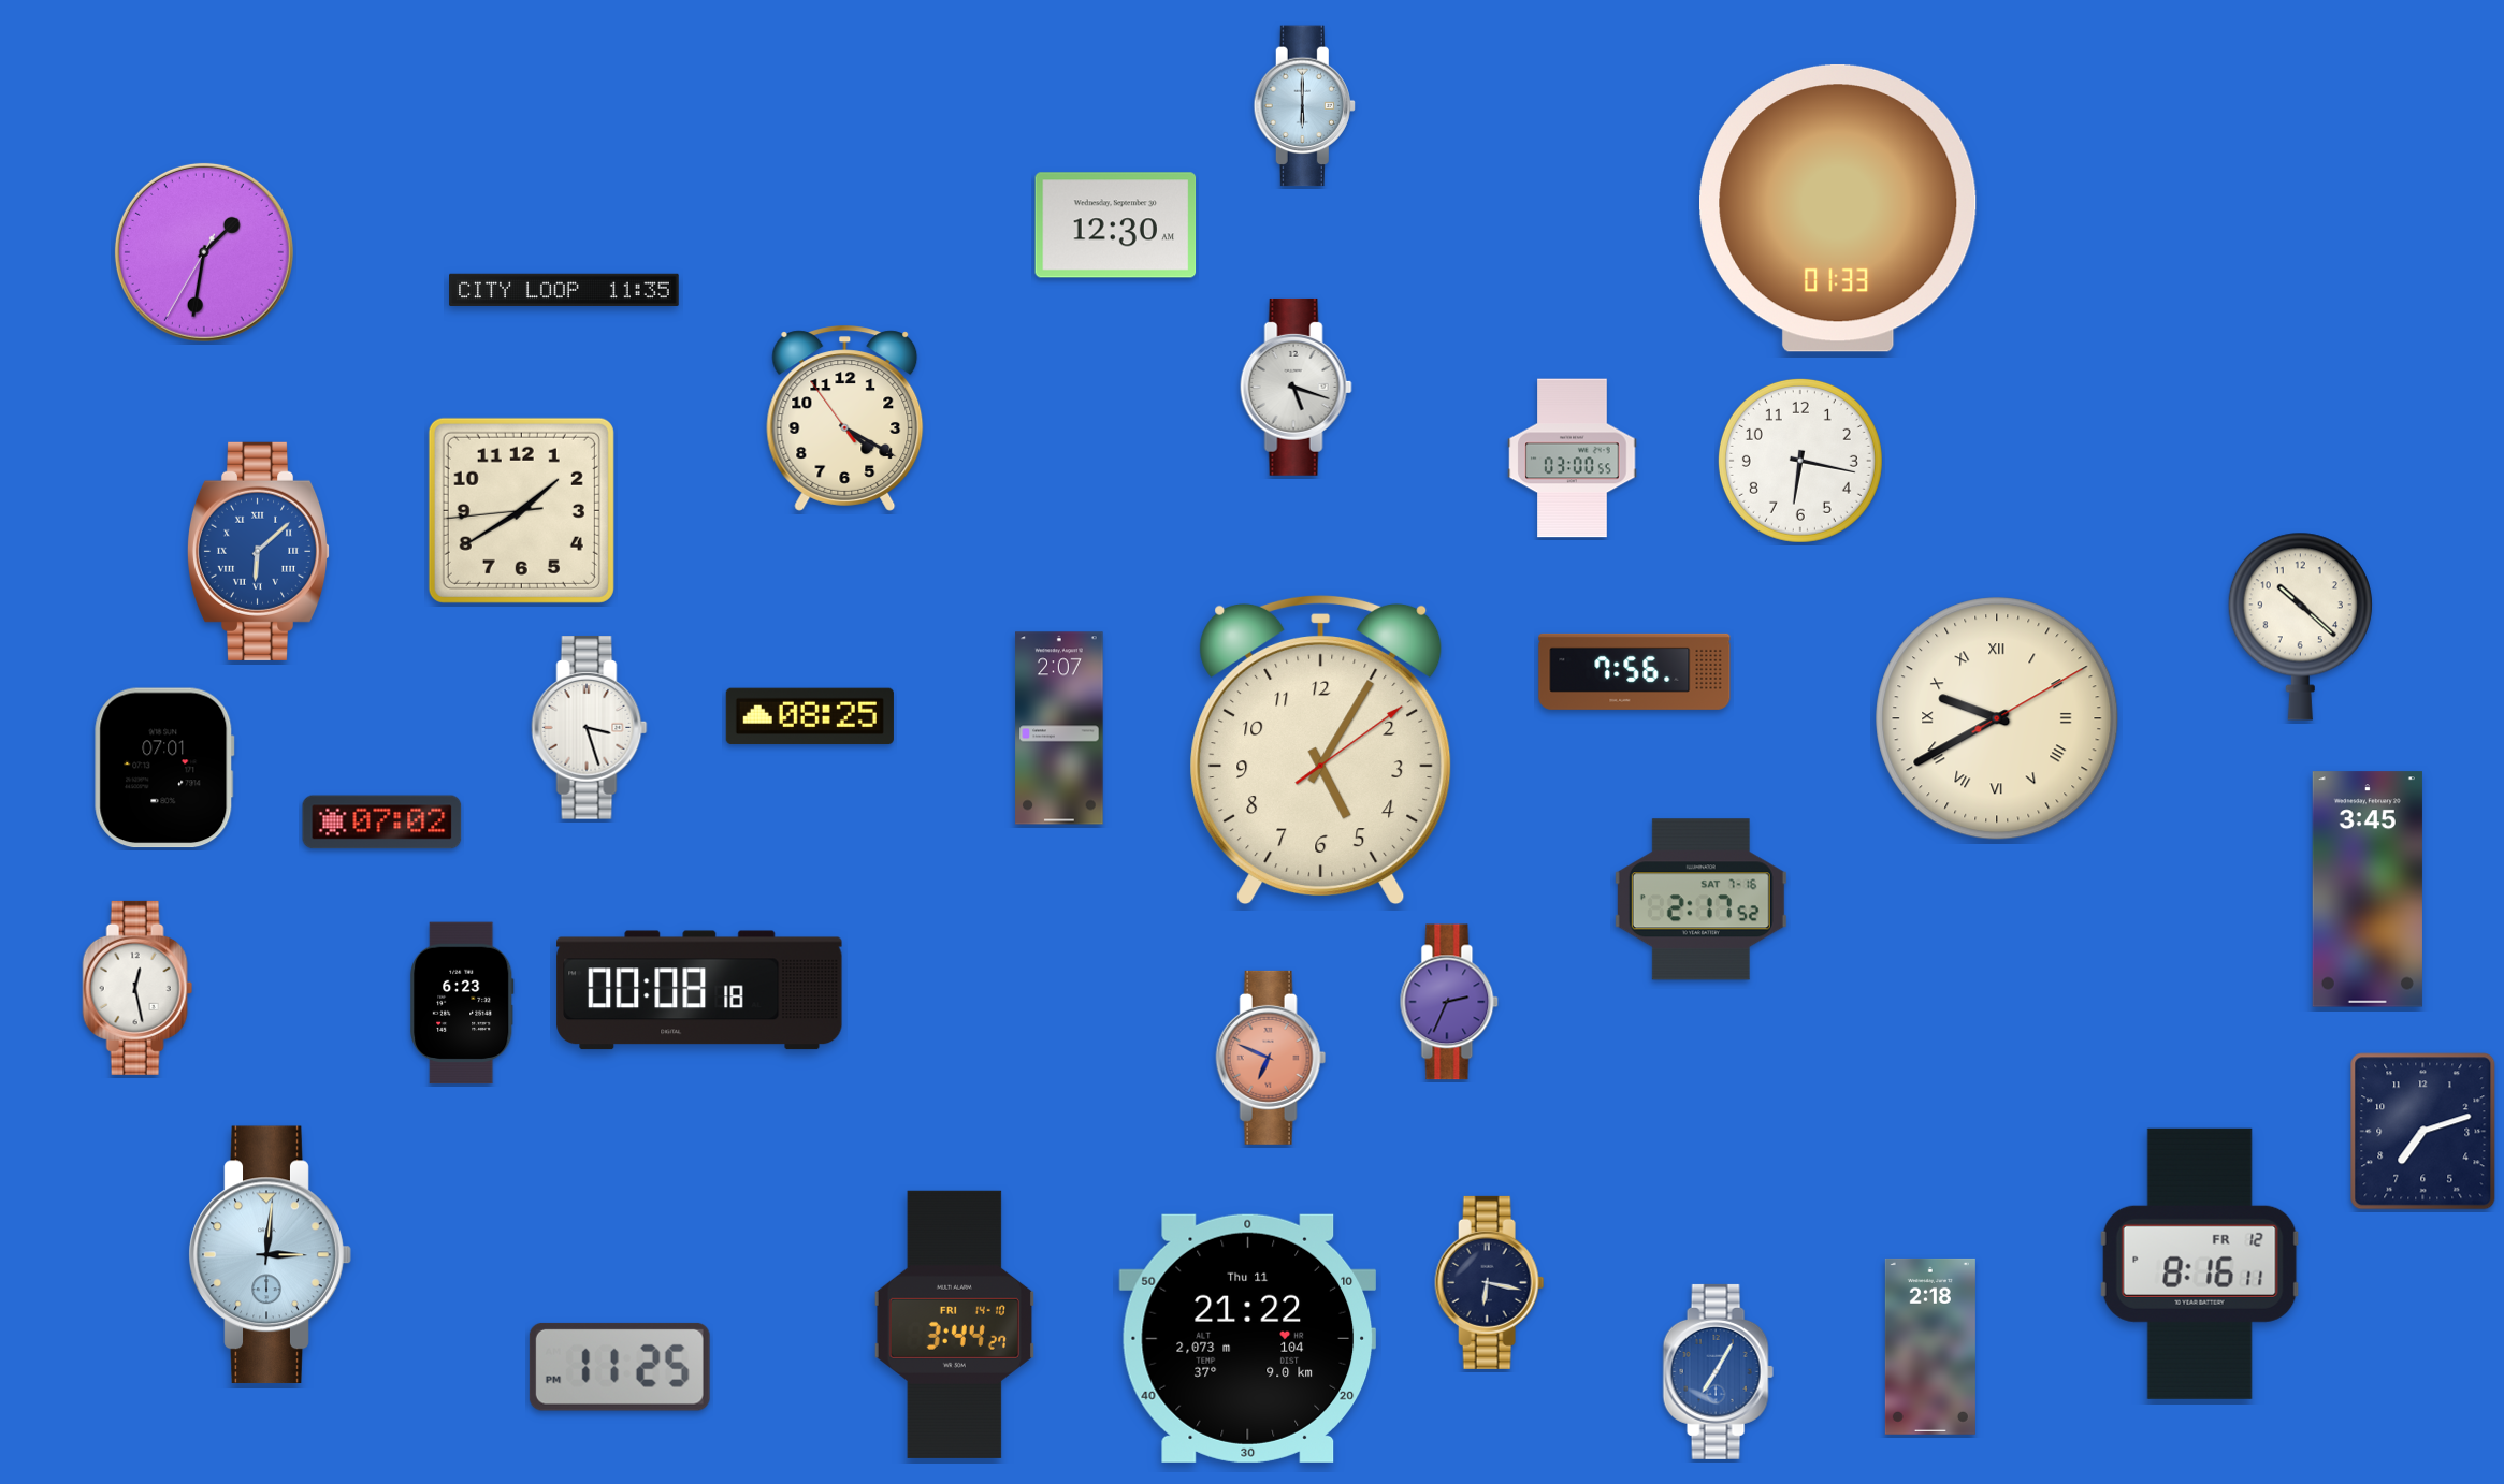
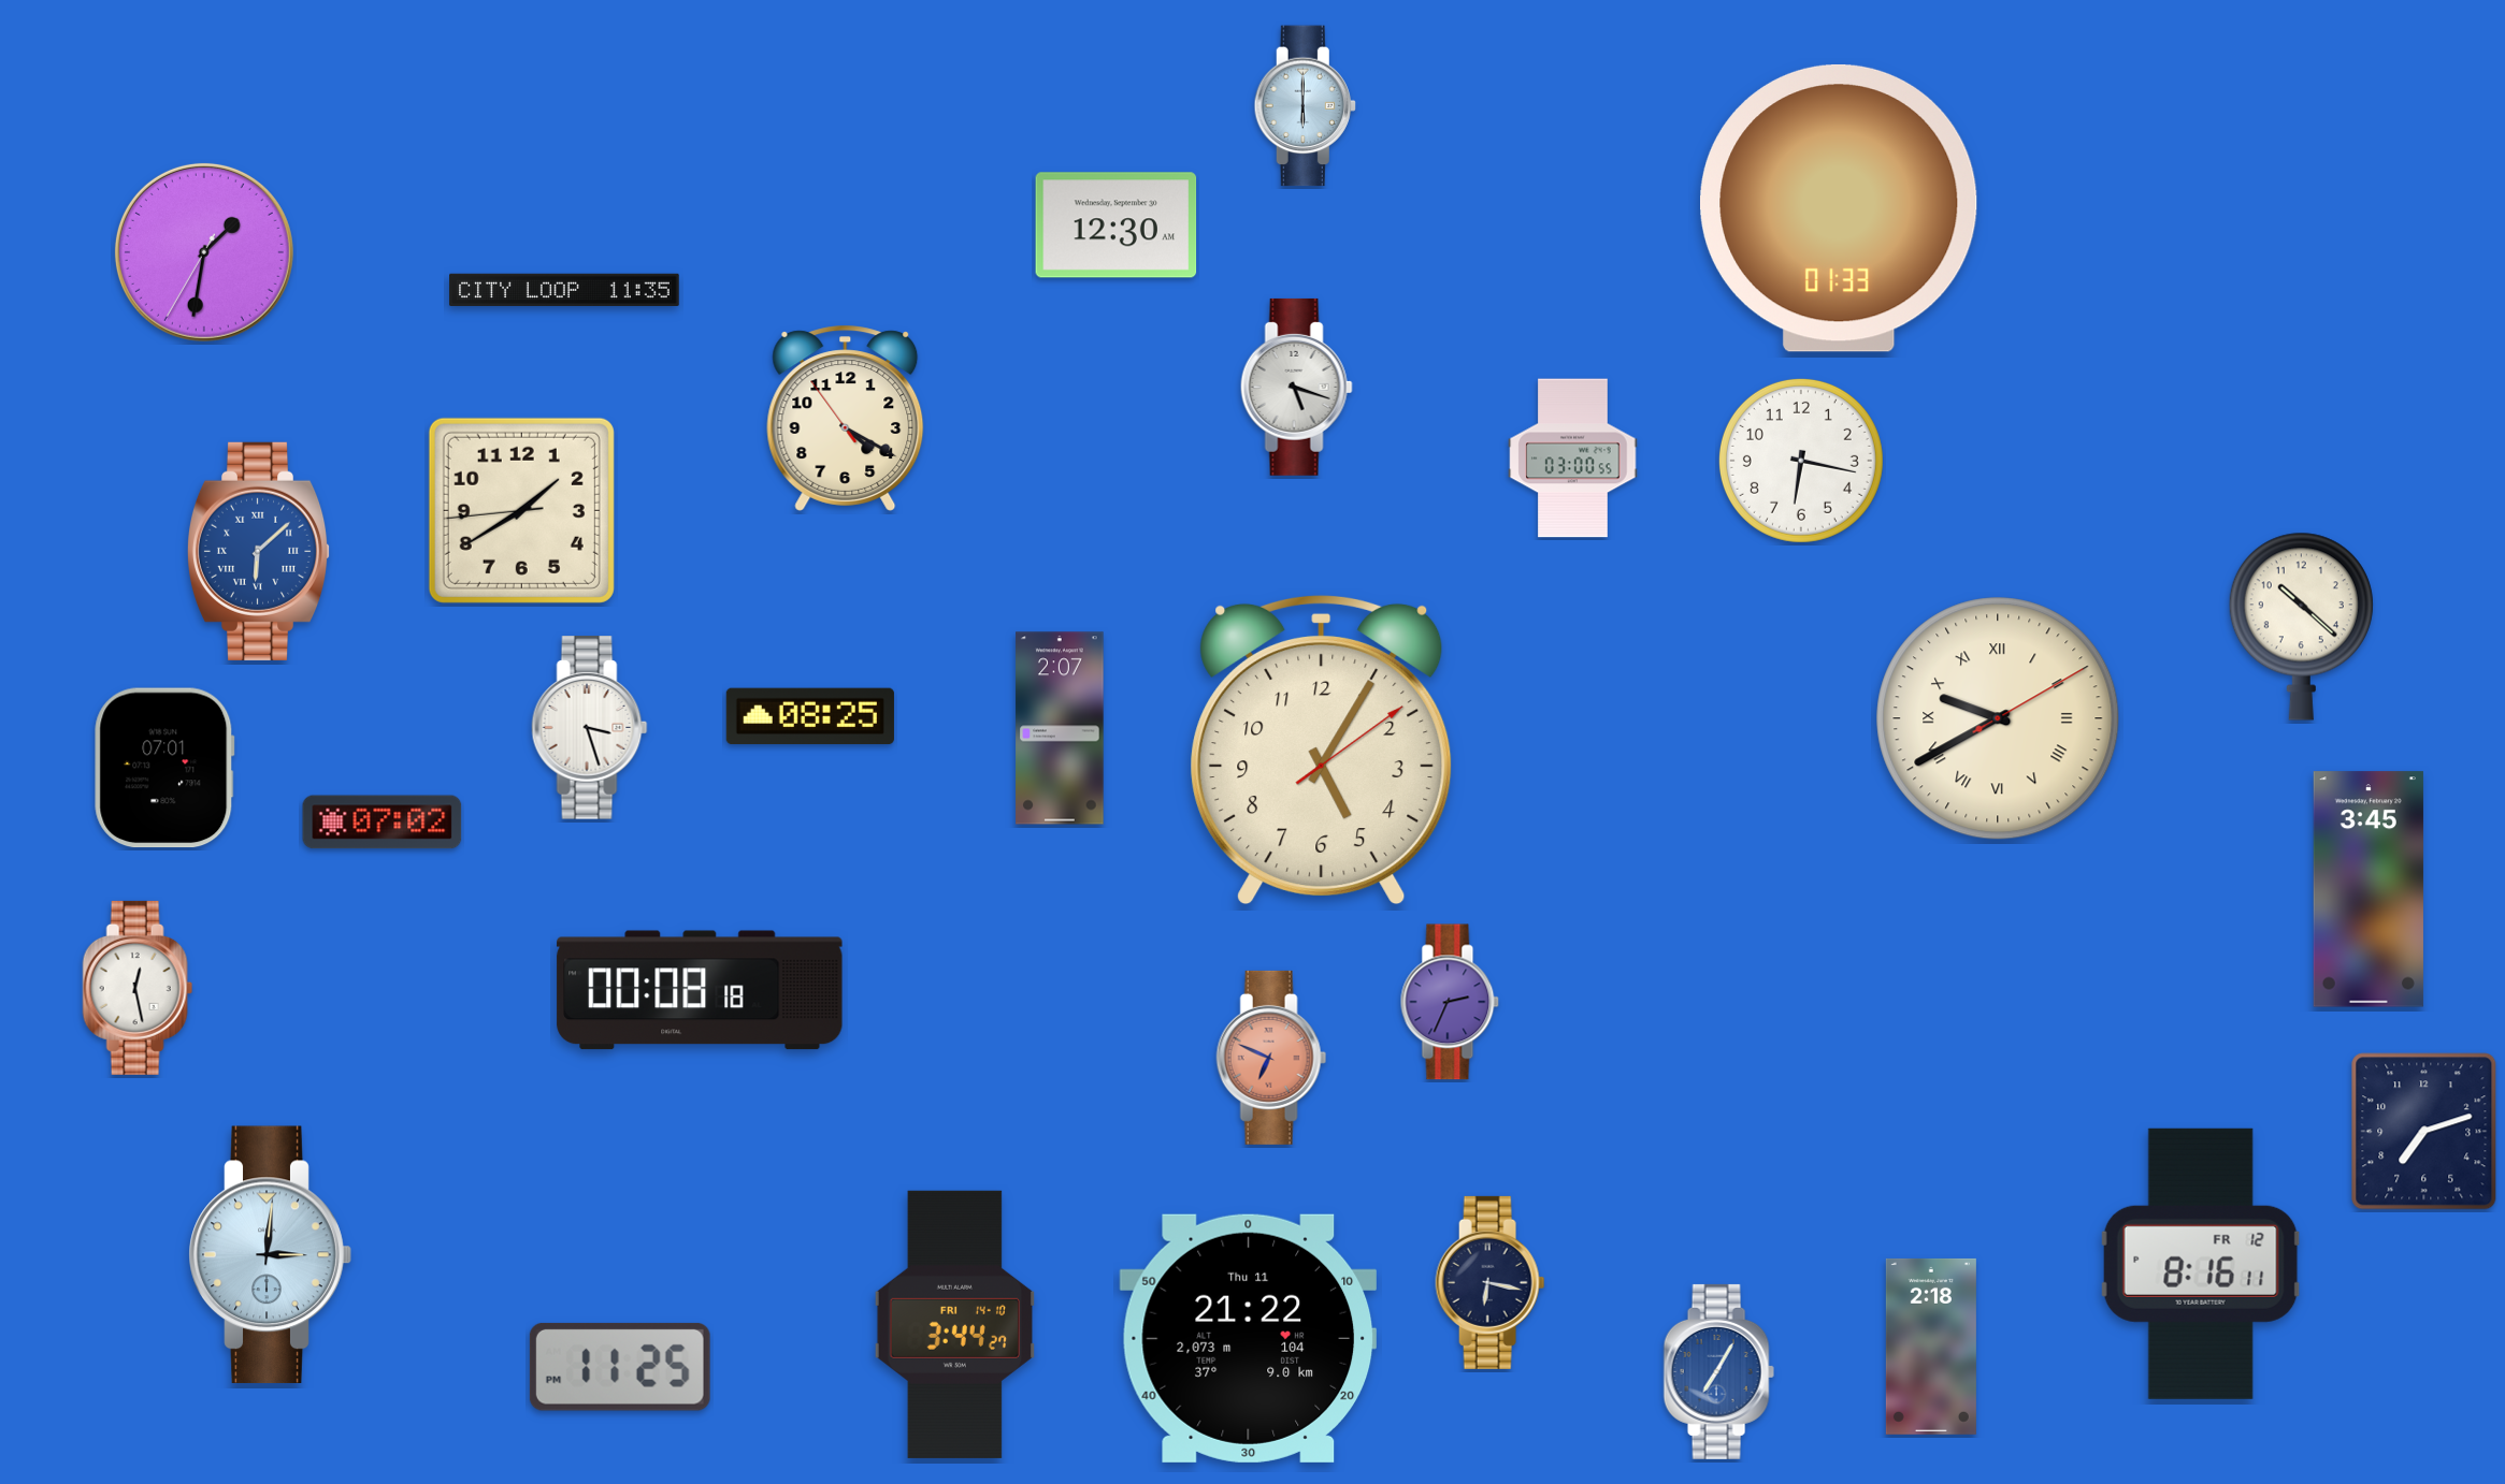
clock at (1635, 671): 7:56 -> none
clock at (1700, 900): 2:17 -> none
clock at (462, 1003): 6:23 -> none
